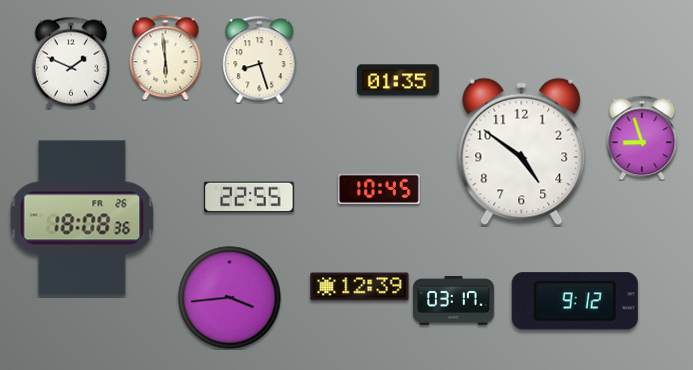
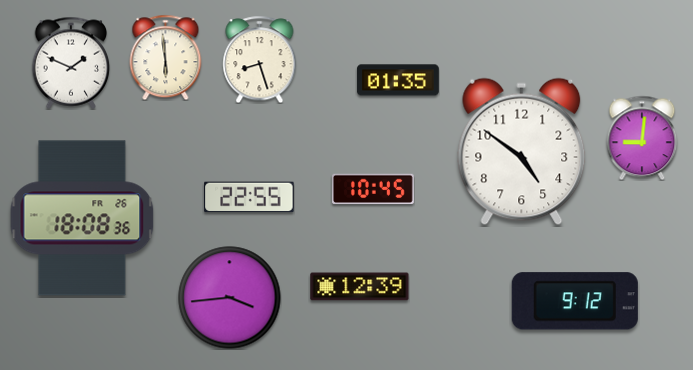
clock at (642, 138): 8:57 -> 9:01
clock at (380, 189) position: (380, 189) -> (374, 189)
clock at (453, 300): 03:17 -> none
